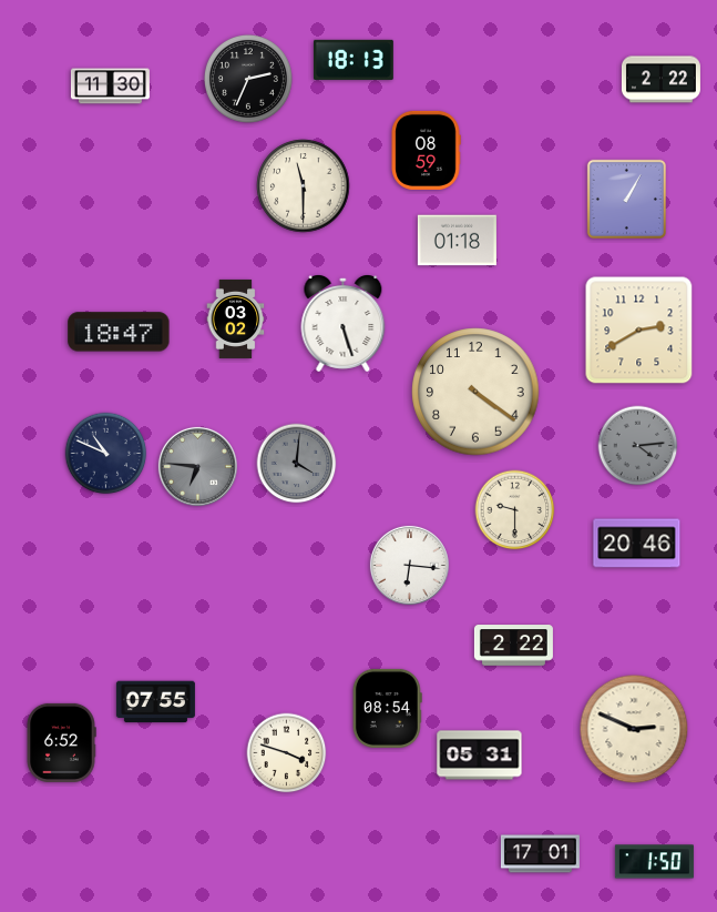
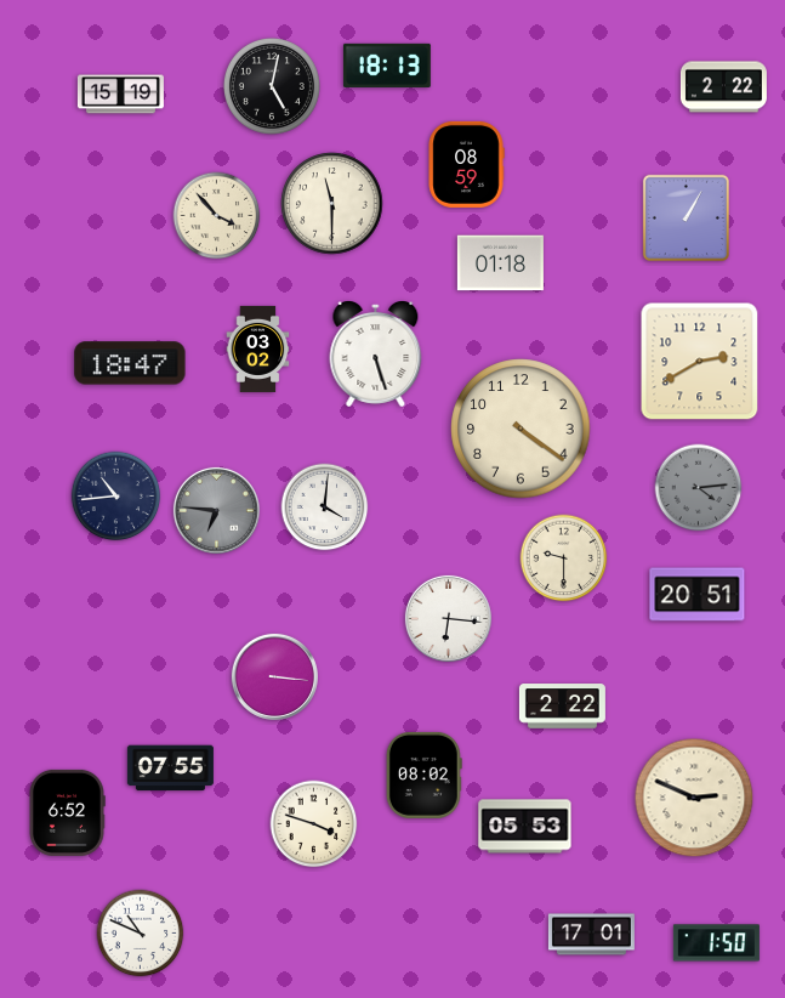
clock at (248, 79): 2:34 -> 5:02
clock at (110, 87): 11:30 -> 15:19
clock at (217, 216): none -> 3:53
clock at (106, 454): 10:49 -> 10:44
clock at (297, 464) dial: grey -> white
clock at (637, 544): 20:46 -> 20:51
clock at (274, 676): none -> 3:16
clock at (387, 708): 08:54 -> 08:02
clock at (480, 756): 05:31 -> 05:53
clock at (141, 934): none -> 10:49
